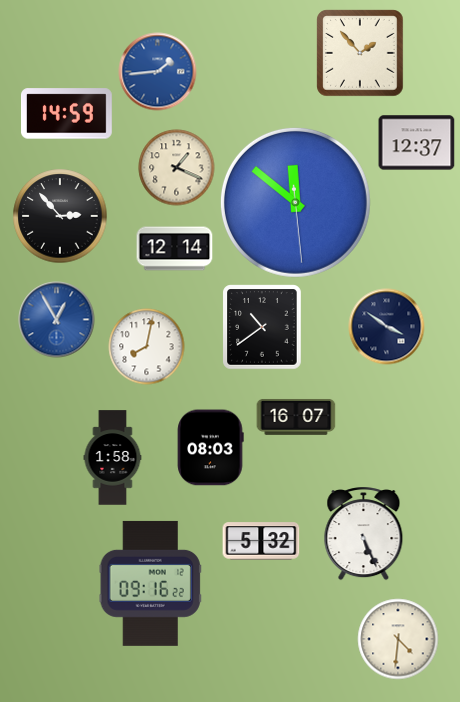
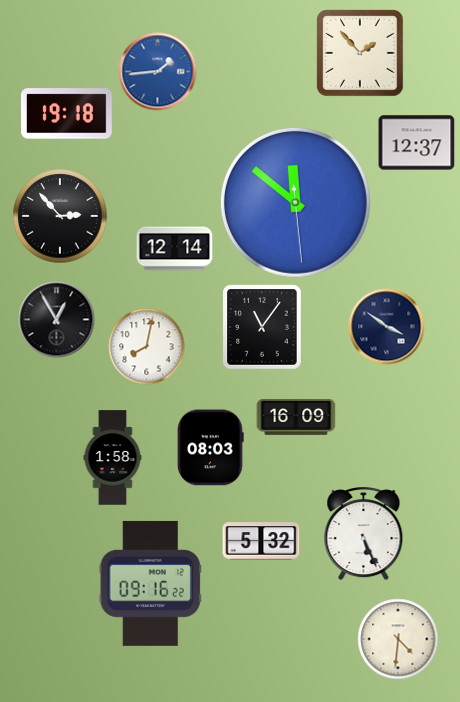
clock at (66, 114): 14:59 -> 19:18
clock at (177, 168): 1:19 -> none
clock at (57, 320) dial: blue -> black
clock at (262, 327): 10:39 -> 11:06
clock at (296, 417): 16:07 -> 16:09
